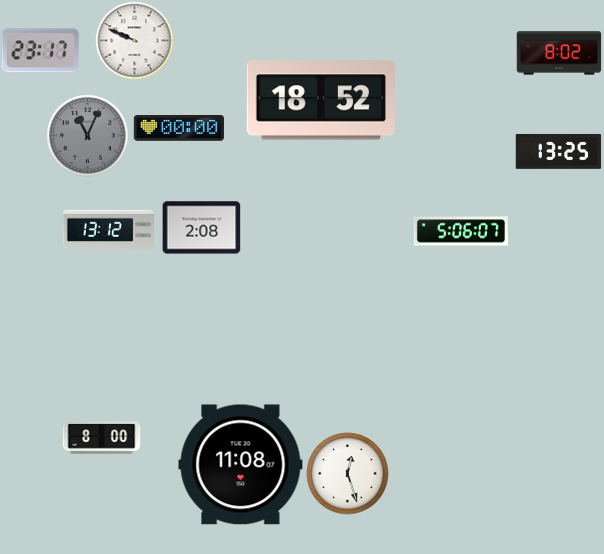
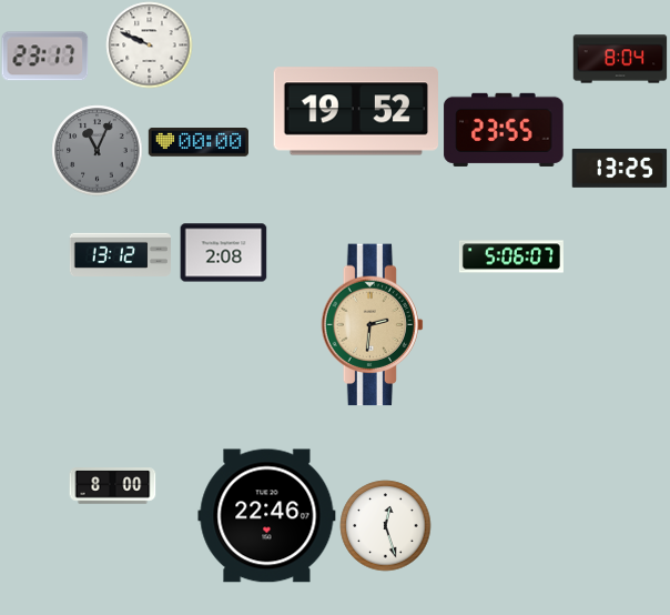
clock at (559, 53): 8:02 -> 8:04
clock at (320, 100): 18:52 -> 19:52
clock at (504, 130): none -> 23:55
clock at (372, 325): none -> 2:31
clock at (241, 465): 11:08 -> 22:46
